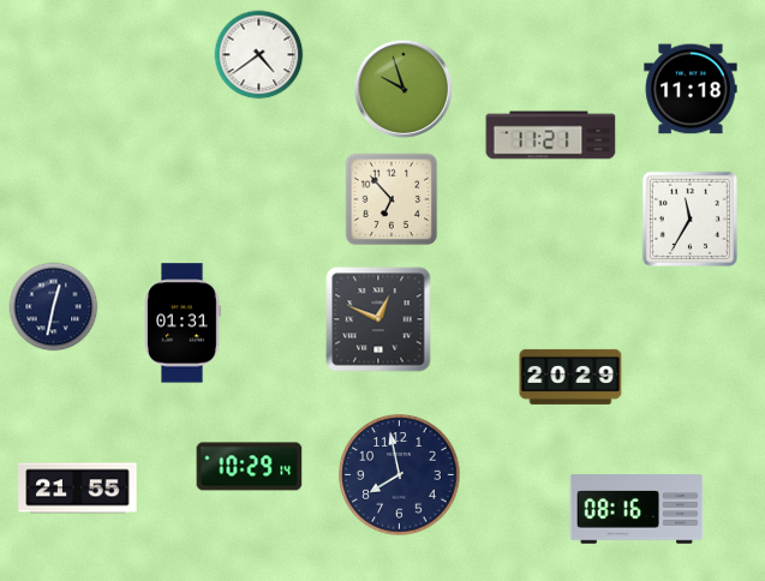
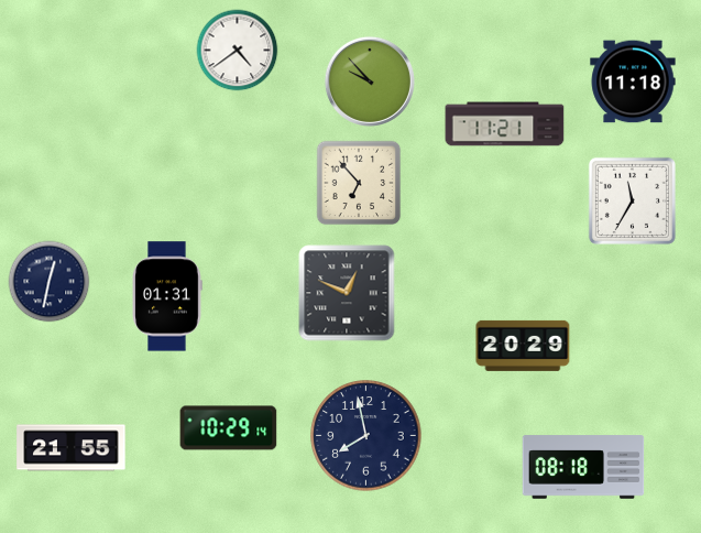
clock at (404, 89): 9:57 -> 9:53
clock at (636, 509): 08:16 -> 08:18
